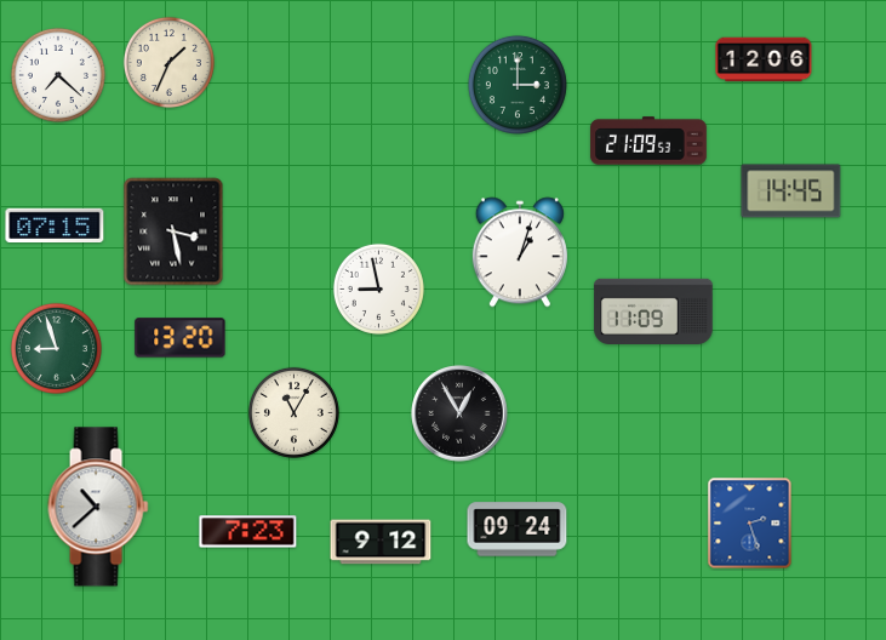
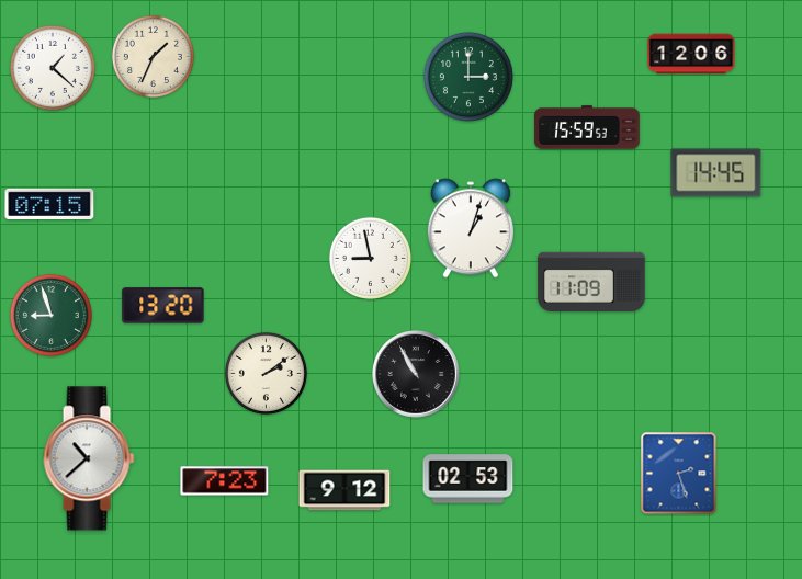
clock at (58, 75): 7:22 -> 1:22
clock at (648, 141): 21:09 -> 15:59
clock at (173, 232): 3:28 -> none
clock at (378, 288) position: (378, 288) -> (370, 258)
clock at (293, 412): 11:05 -> 2:09
clock at (459, 413): 12:55 -> 10:55
clock at (518, 530): 09:24 -> 02:53
